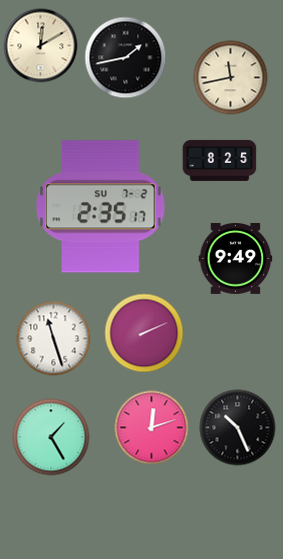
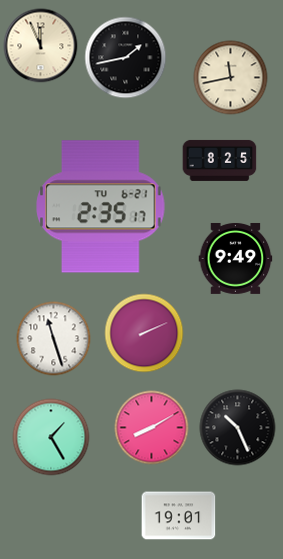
clock at (41, 46): 12:10 -> 11:56
clock at (101, 207) date: SU 7-2 -> TU 6-21
clock at (152, 428): 12:12 -> 8:10
clock at (179, 516): none -> 19:01
